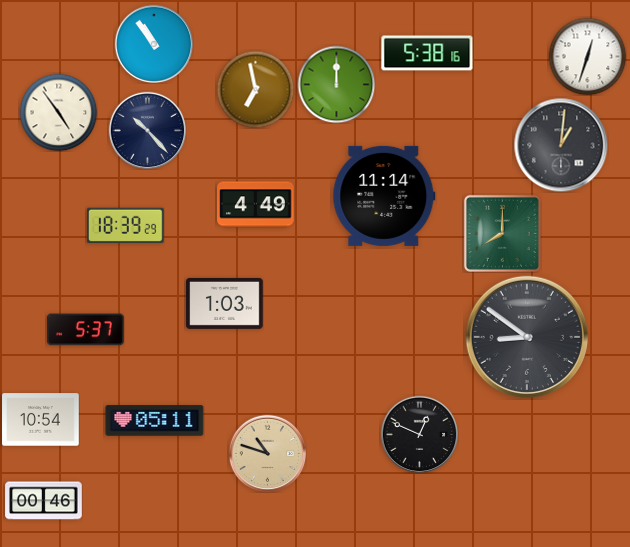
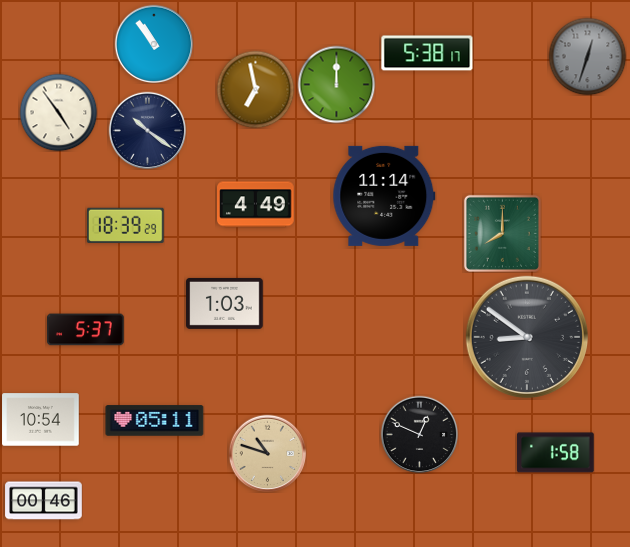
clock at (427, 53): 5:38:16 -> 5:38:17
clock at (587, 56) dial: white -> grey
clock at (147, 130): 10:23 -> 10:21
clock at (561, 145): 1:01 -> none
clock at (556, 453): none -> 1:58
